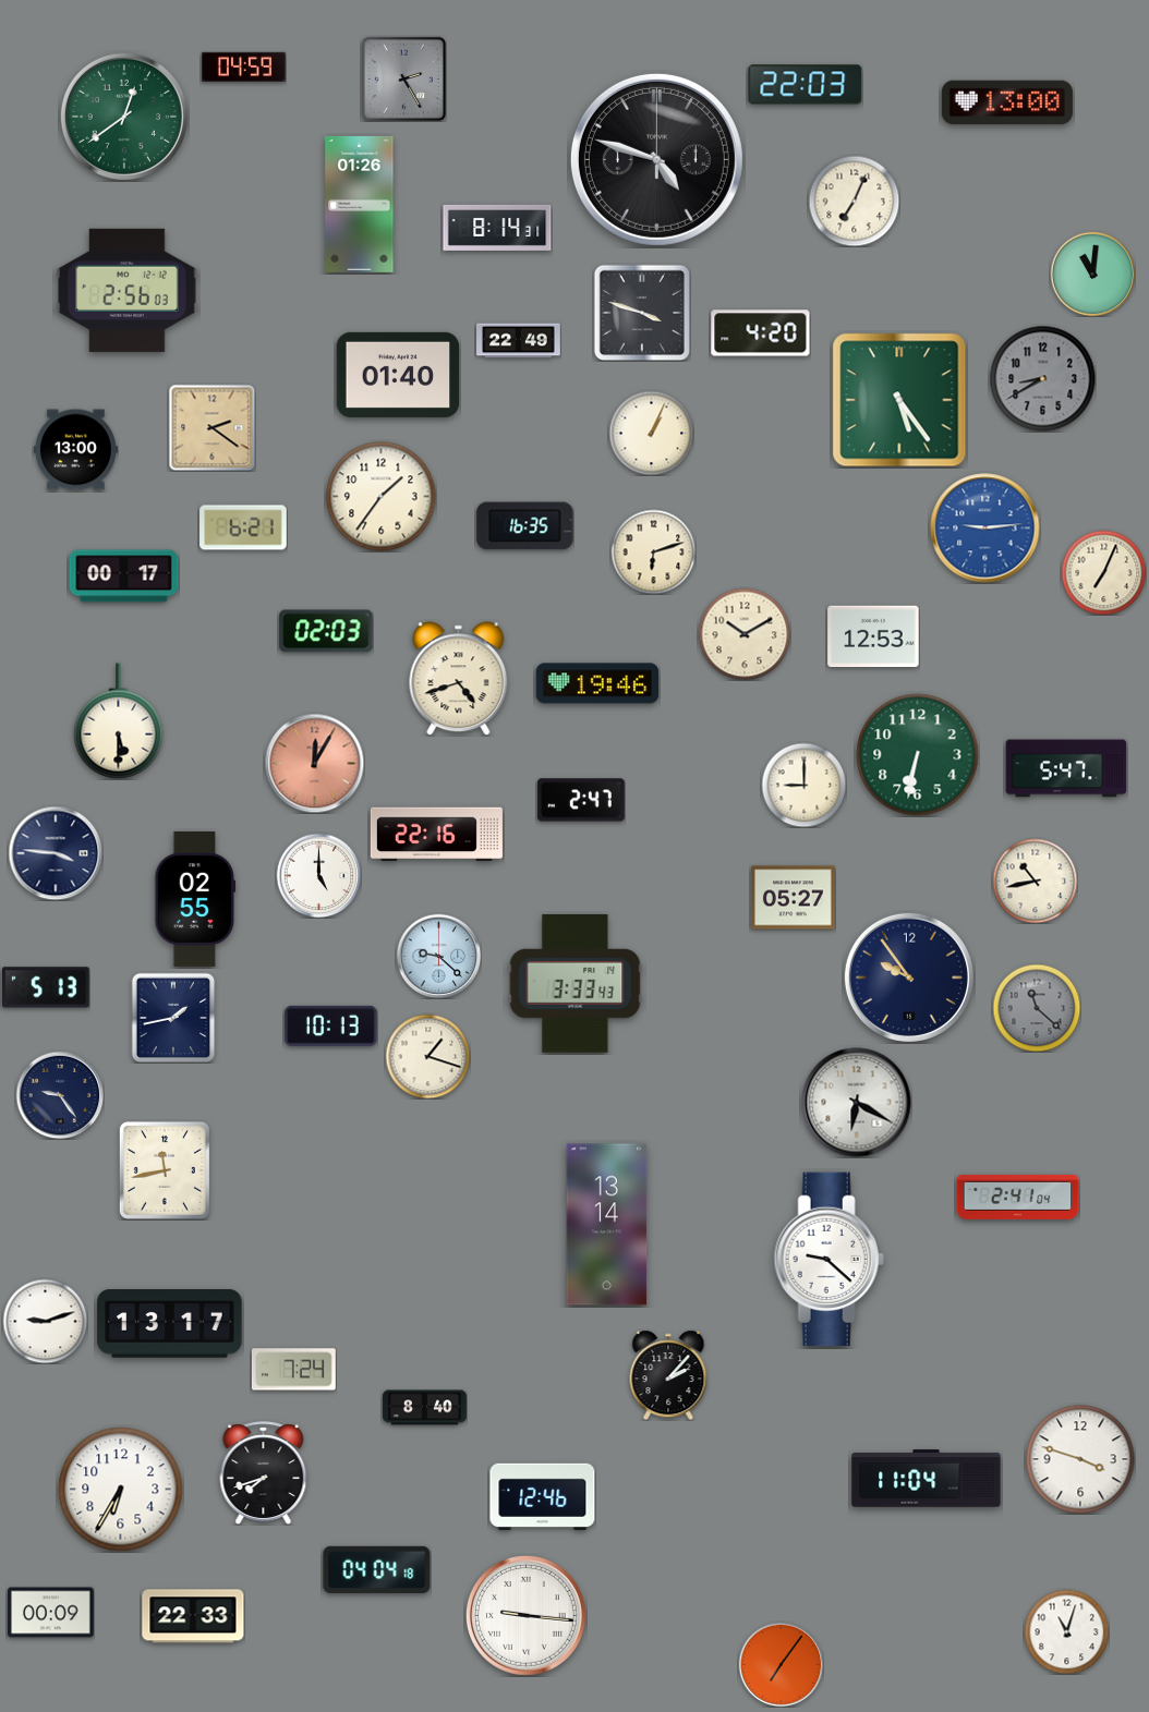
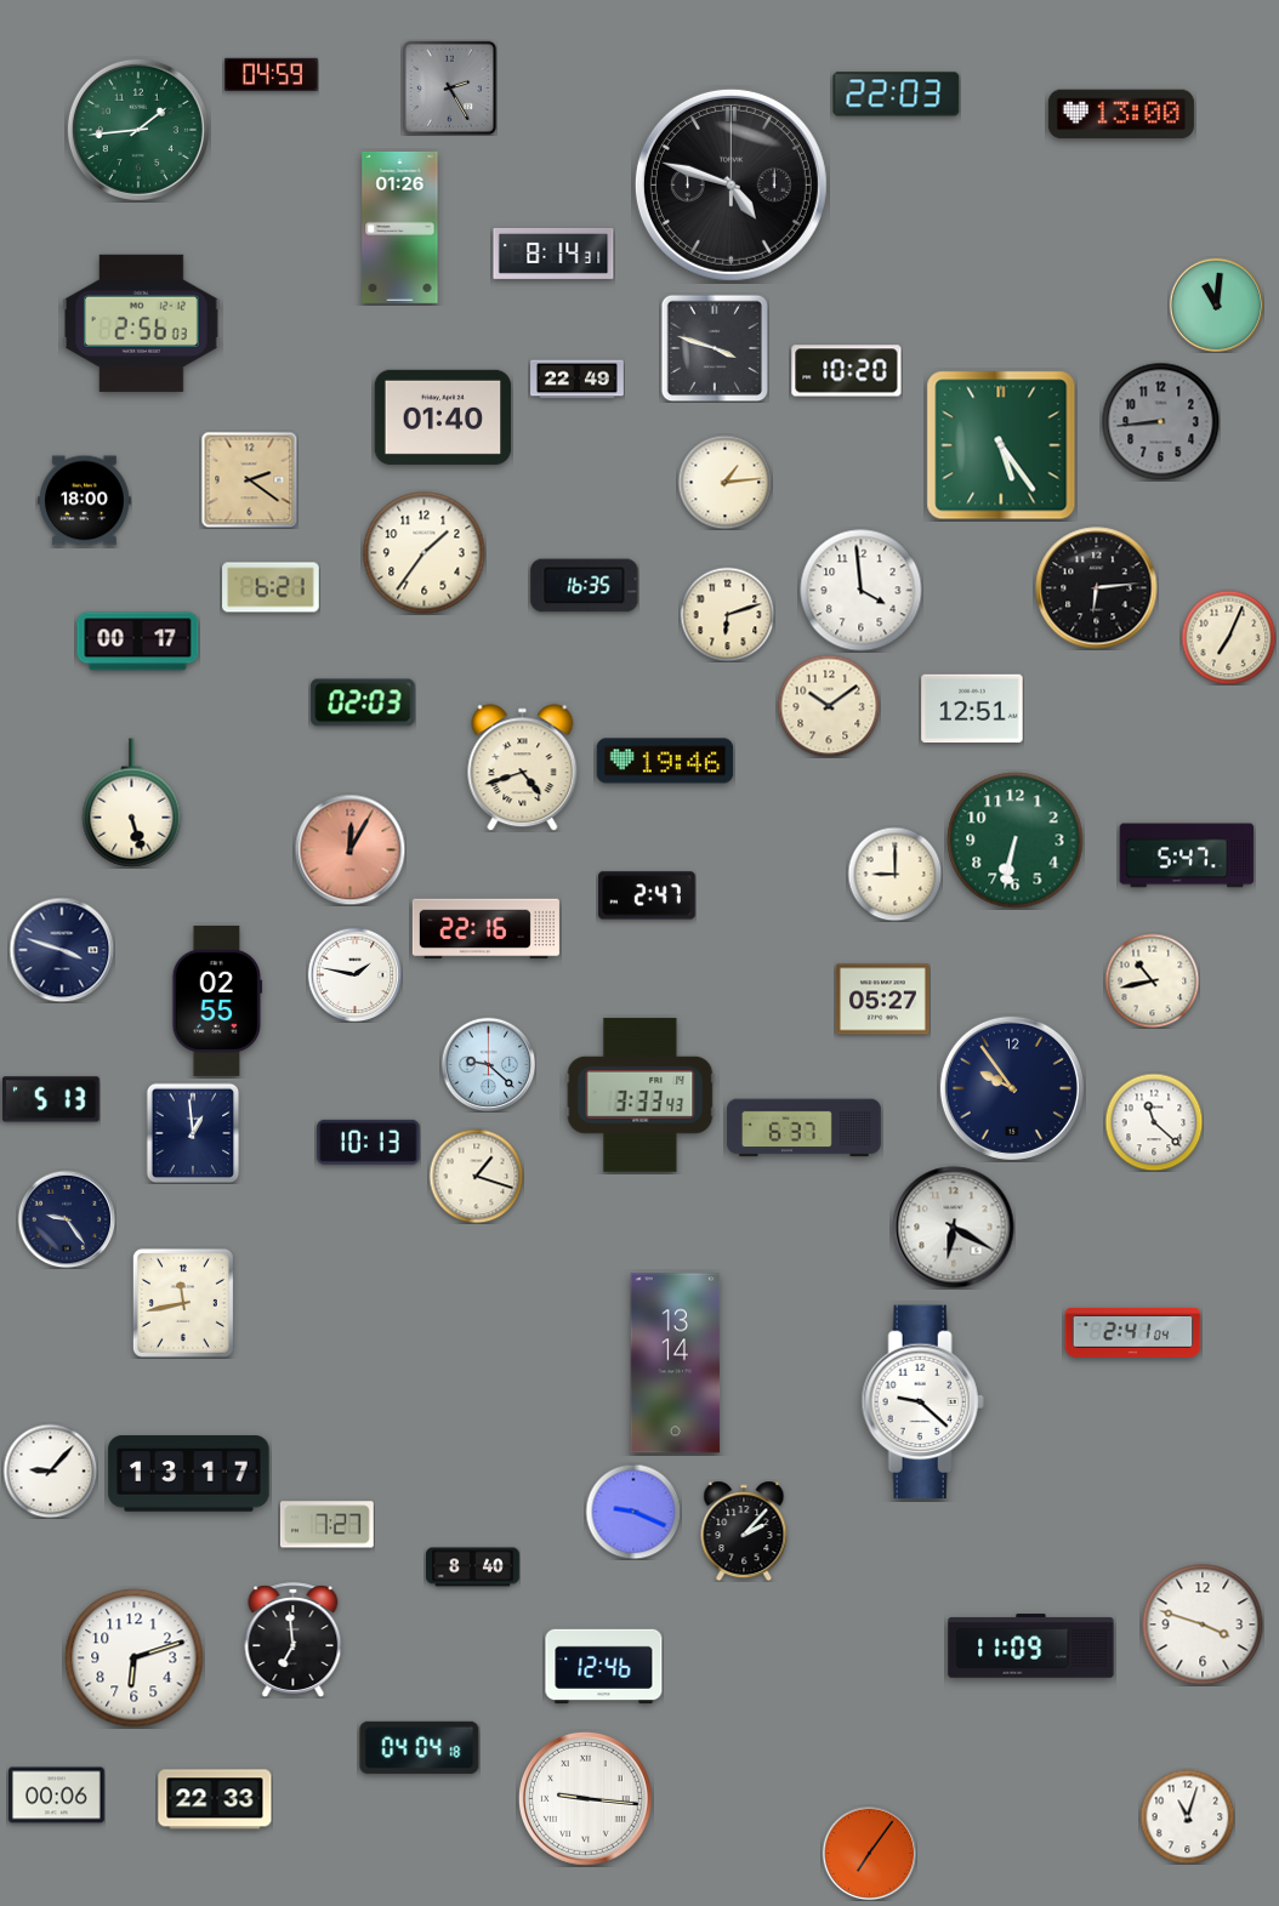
clock at (124, 117): 12:39 -> 1:44
clock at (656, 159) position: (656, 159) -> (731, 184)
clock at (854, 201): 7:04 -> none
clock at (761, 333): 4:20 -> 10:20
clock at (1042, 378): 8:40 -> 8:44
clock at (211, 427) position: (211, 427) -> (249, 479)
clock at (651, 433): 1:04 -> 1:14
clock at (75, 450): 13:00 -> 18:00
clock at (985, 529): 9:14 -> 6:14
clock at (985, 529) dial: blue -> black
clock at (862, 591): none -> 3:59
clock at (745, 634): 10:10 -> 10:09
clock at (873, 636): 12:53 -> 12:51
clock at (459, 679) position: (459, 679) -> (523, 768)
clock at (119, 721): 5:30 -> 5:27
clock at (918, 755) position: (918, 755) -> (1016, 841)
clock at (581, 800) position: (581, 800) -> (647, 895)
clock at (56, 853): 3:46 -> 3:48
clock at (318, 875): 5:00 -> 1:47
clock at (1037, 1008) dial: grey -> white
clock at (805, 1128): none -> 6:37
clock at (173, 1018): 1:43 -> 12:59
clock at (45, 1321): 9:12 -> 9:07
clock at (633, 1512): none -> 9:19
clock at (293, 1370): 7:24 -> 7:27
clock at (264, 1472): 7:42 -> 6:59
clock at (927, 1479): 11:04 -> 11:09
clock at (121, 1490): 6:35 -> 6:12
clock at (51, 1613): 00:09 -> 00:06
